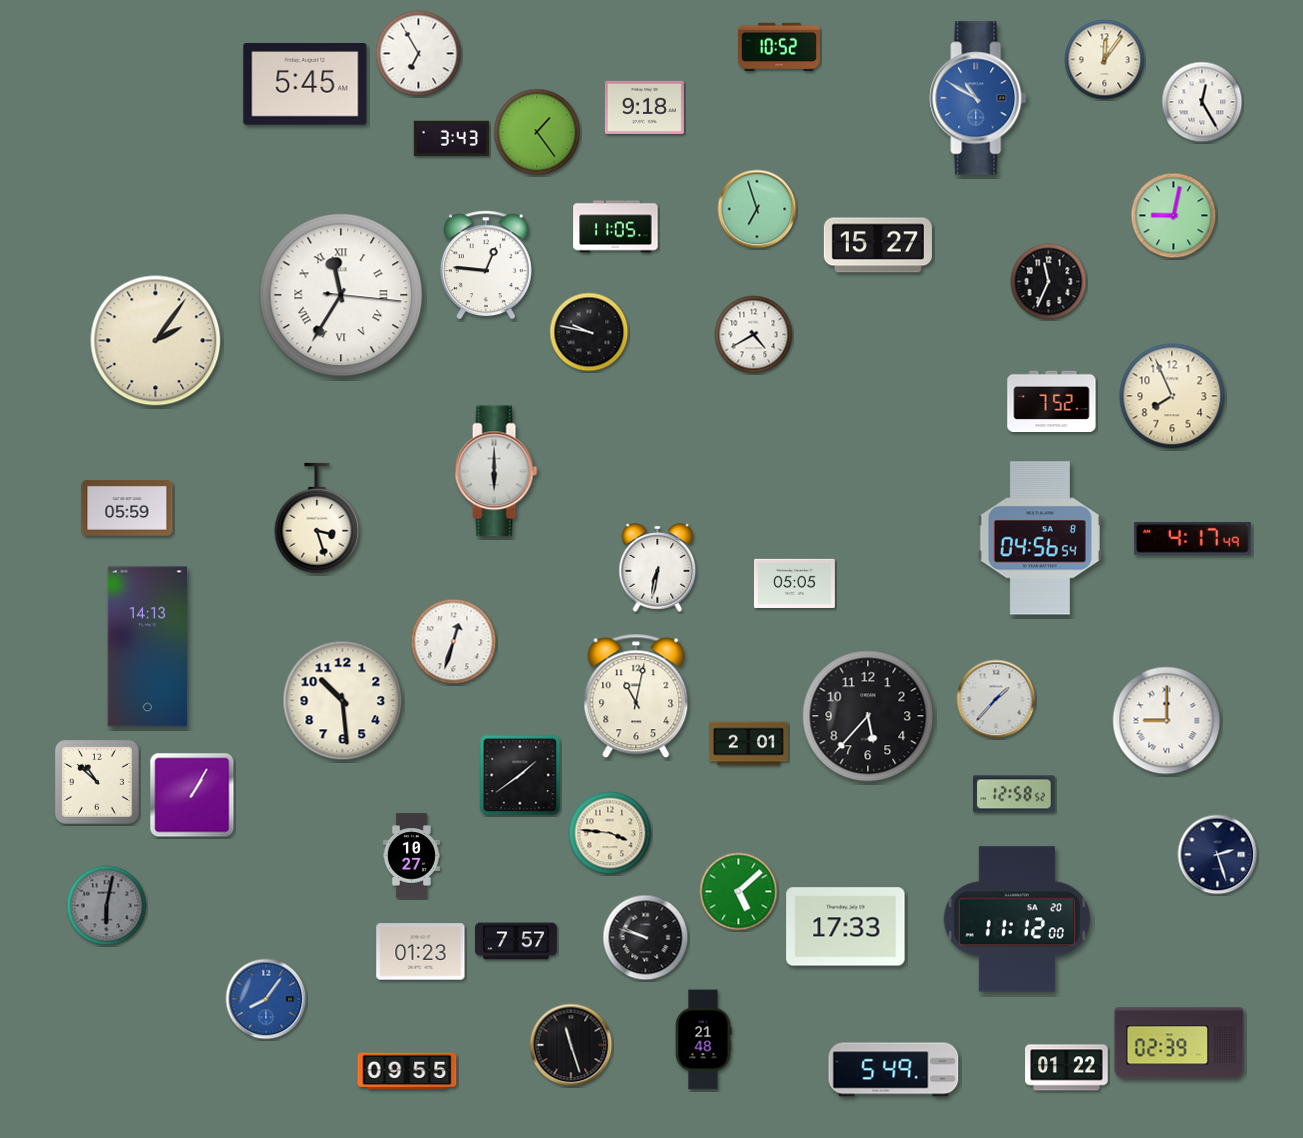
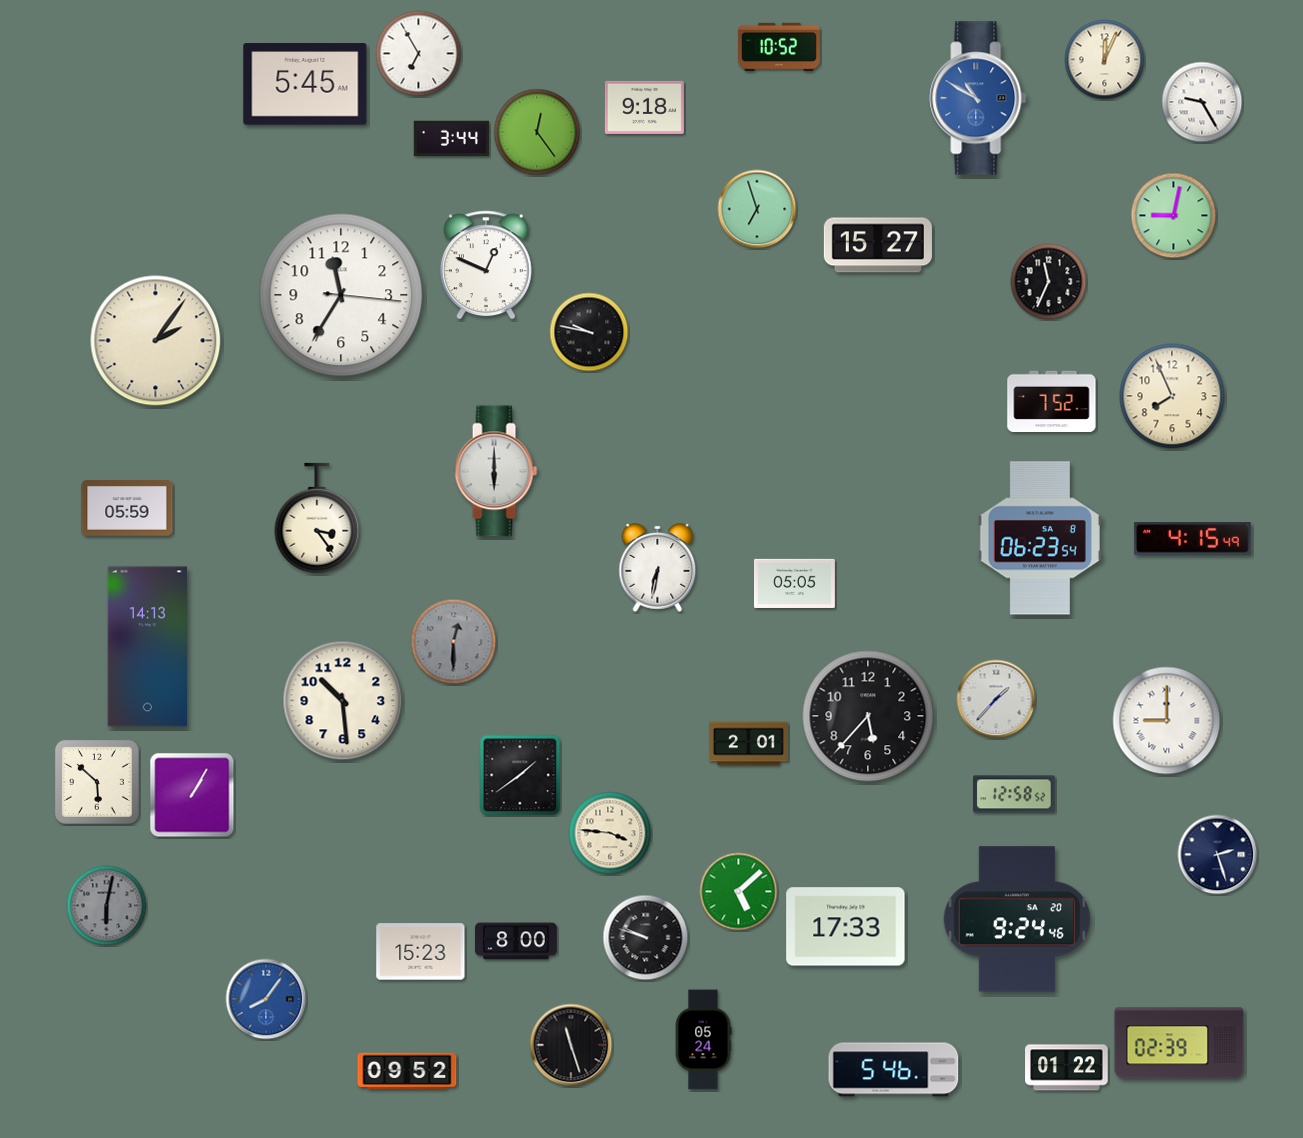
clock at (1105, 60): 12:06 -> 12:04
clock at (1202, 102): 12:25 -> 9:25
clock at (537, 132): 1:24 -> 12:24
clock at (451, 139): 3:43 -> 3:44
clock at (616, 227): 11:05 -> none
clock at (486, 265): 12:46 -> 12:49
clock at (341, 295) numerals: Roman -> Arabic
clock at (754, 335): 4:40 -> none
clock at (317, 518): 3:27 -> 3:24
clock at (1040, 538): 04:56 -> 06:23
clock at (1193, 539): 4:17 -> 4:15
clock at (454, 642): 12:33 -> 12:30
clock at (454, 642) dial: white -> grey
clock at (636, 696): 11:02 -> none
clock at (97, 782): 10:52 -> 5:52
clock at (411, 856): 10:27 -> none
clock at (1017, 919): 11:12 -> 9:24
clock at (516, 941): 7:57 -> 8:00
clock at (421, 952): 01:23 -> 15:23
clock at (703, 1040): 21:48 -> 05:24
clock at (407, 1070): 09:55 -> 09:52
clock at (894, 1070): 5:49 -> 5:46
